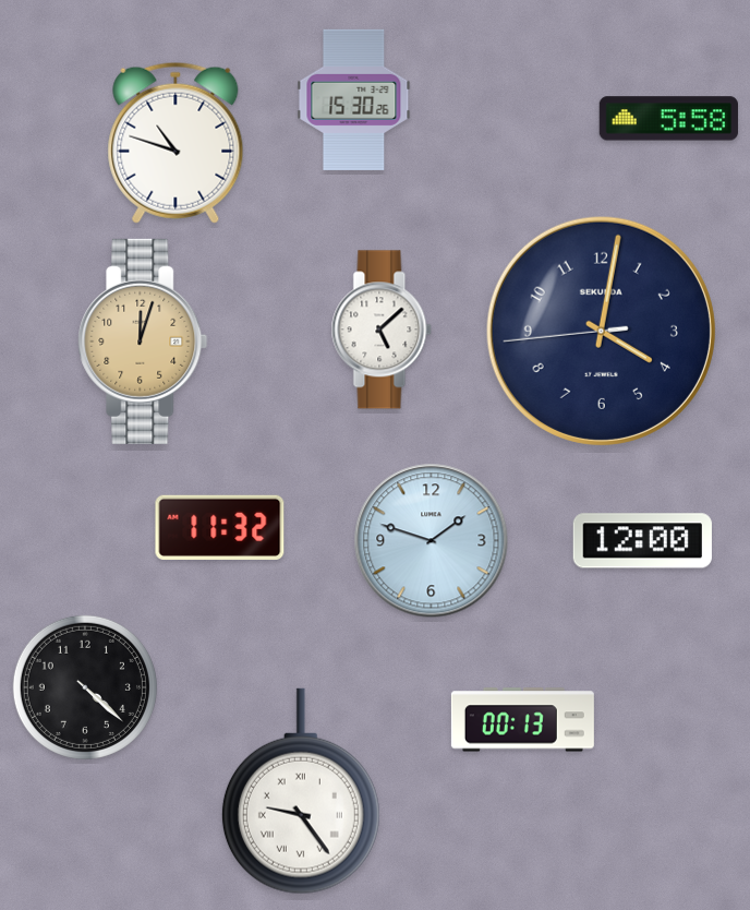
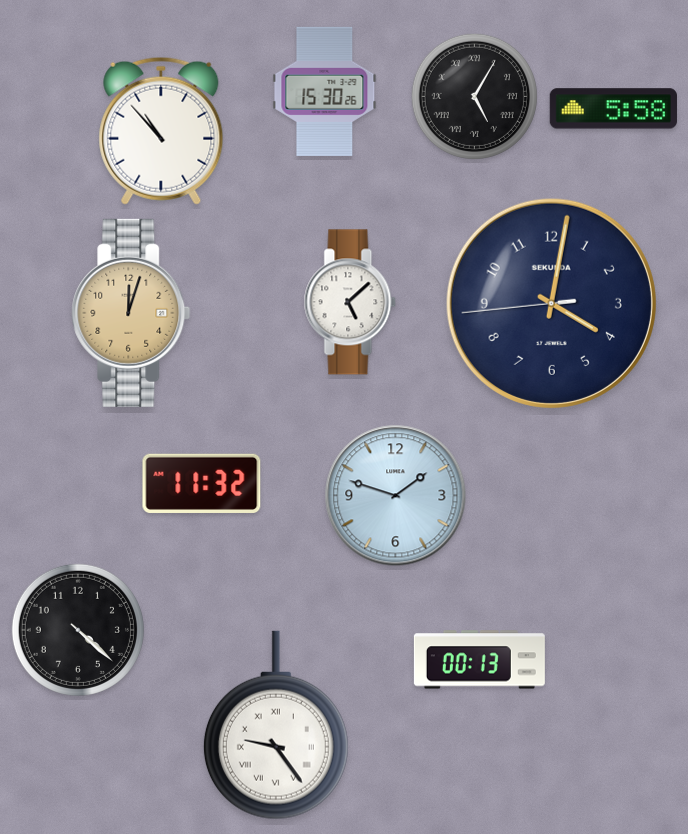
clock at (474, 96): none -> 5:05
clock at (176, 143): 10:48 -> 10:53
clock at (642, 541): 12:00 -> none
